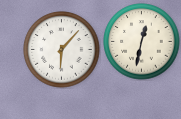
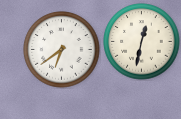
clock at (62, 50): 6:07 -> 6:39
